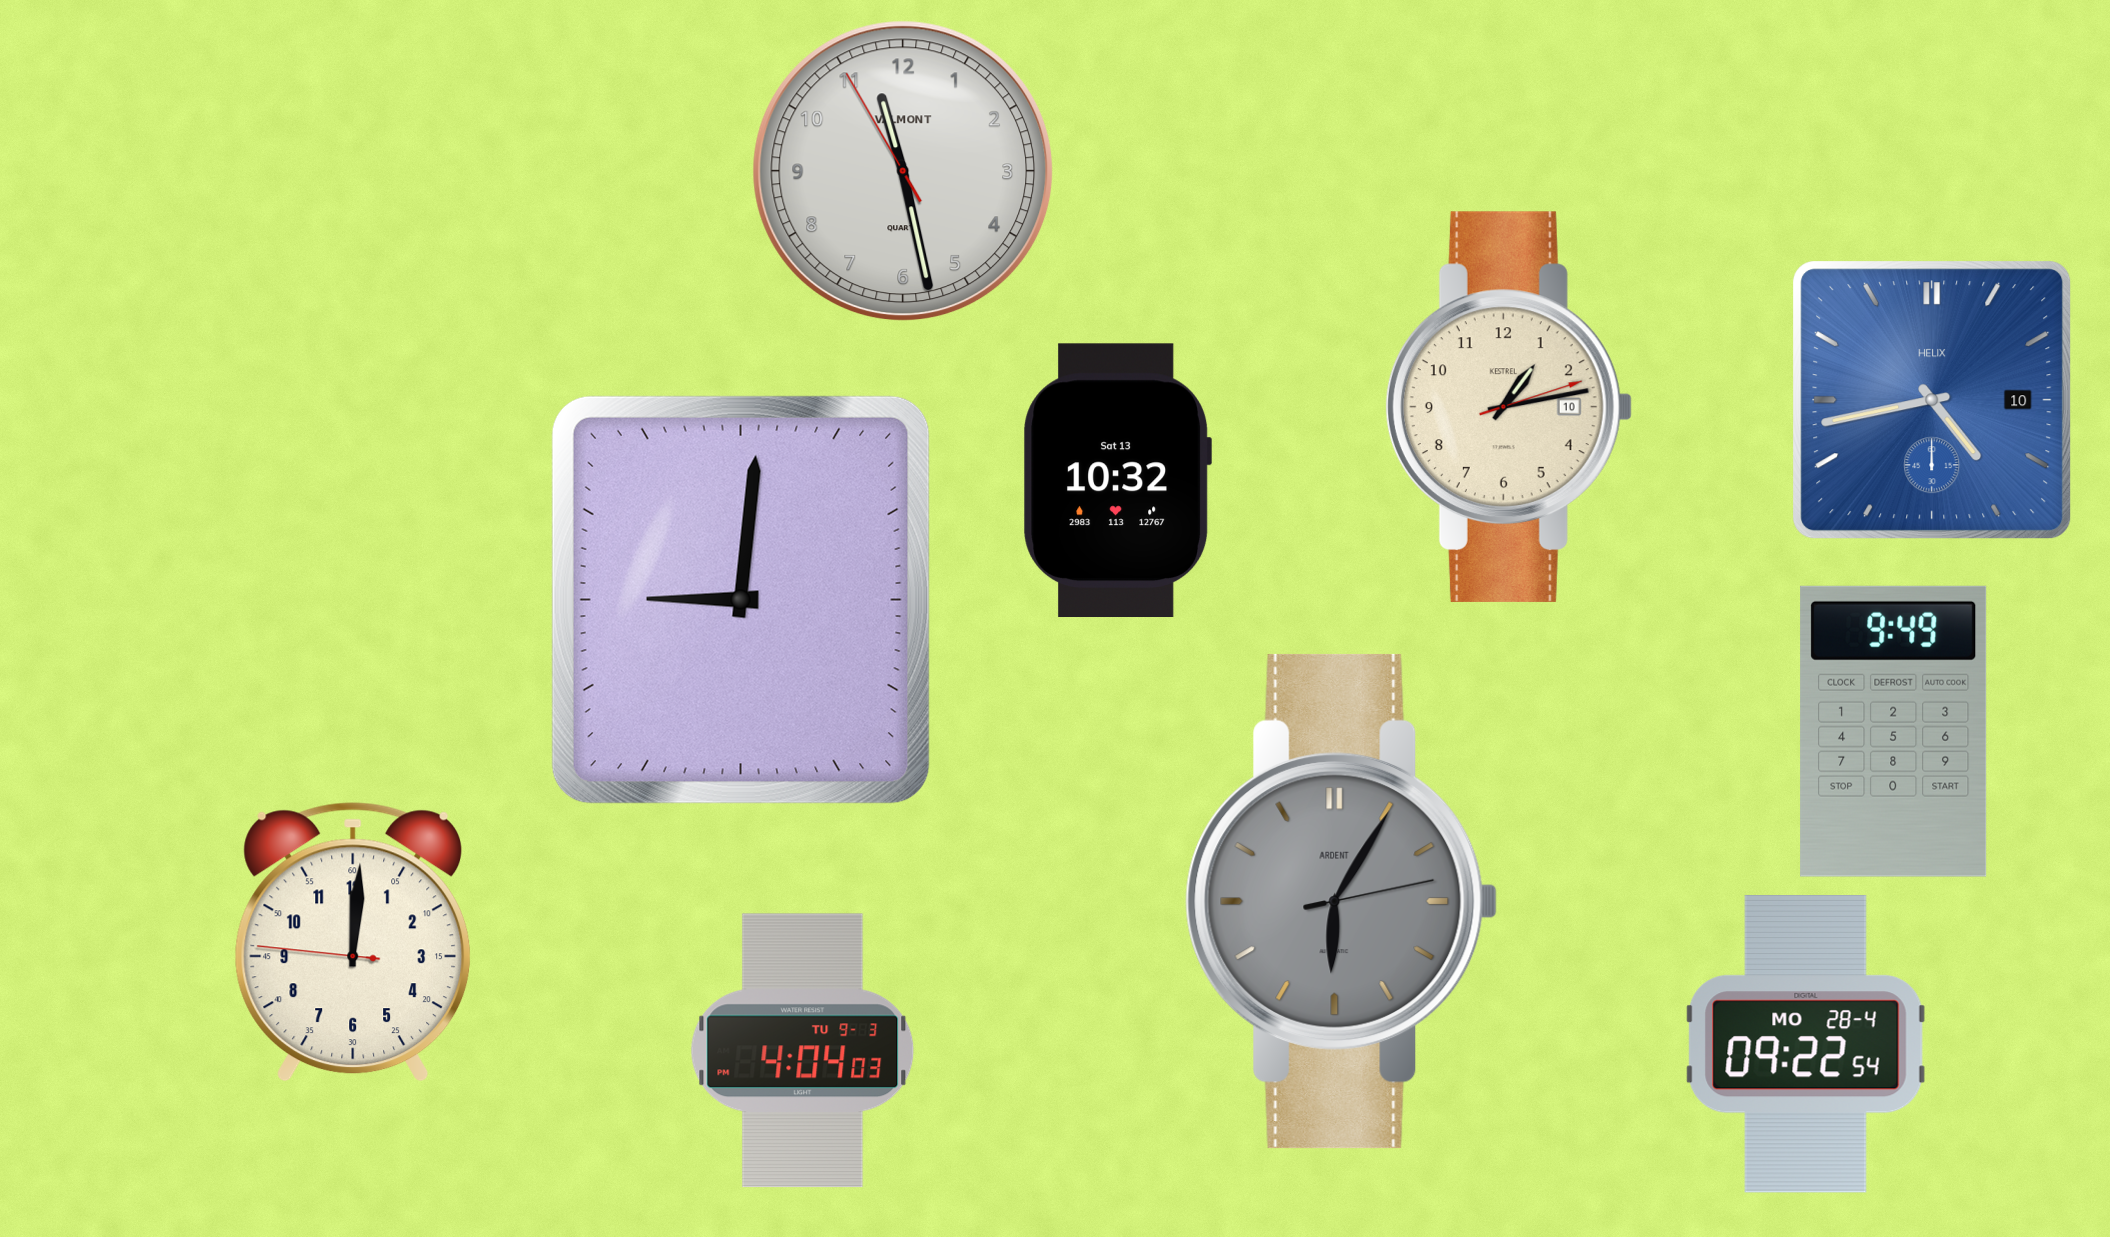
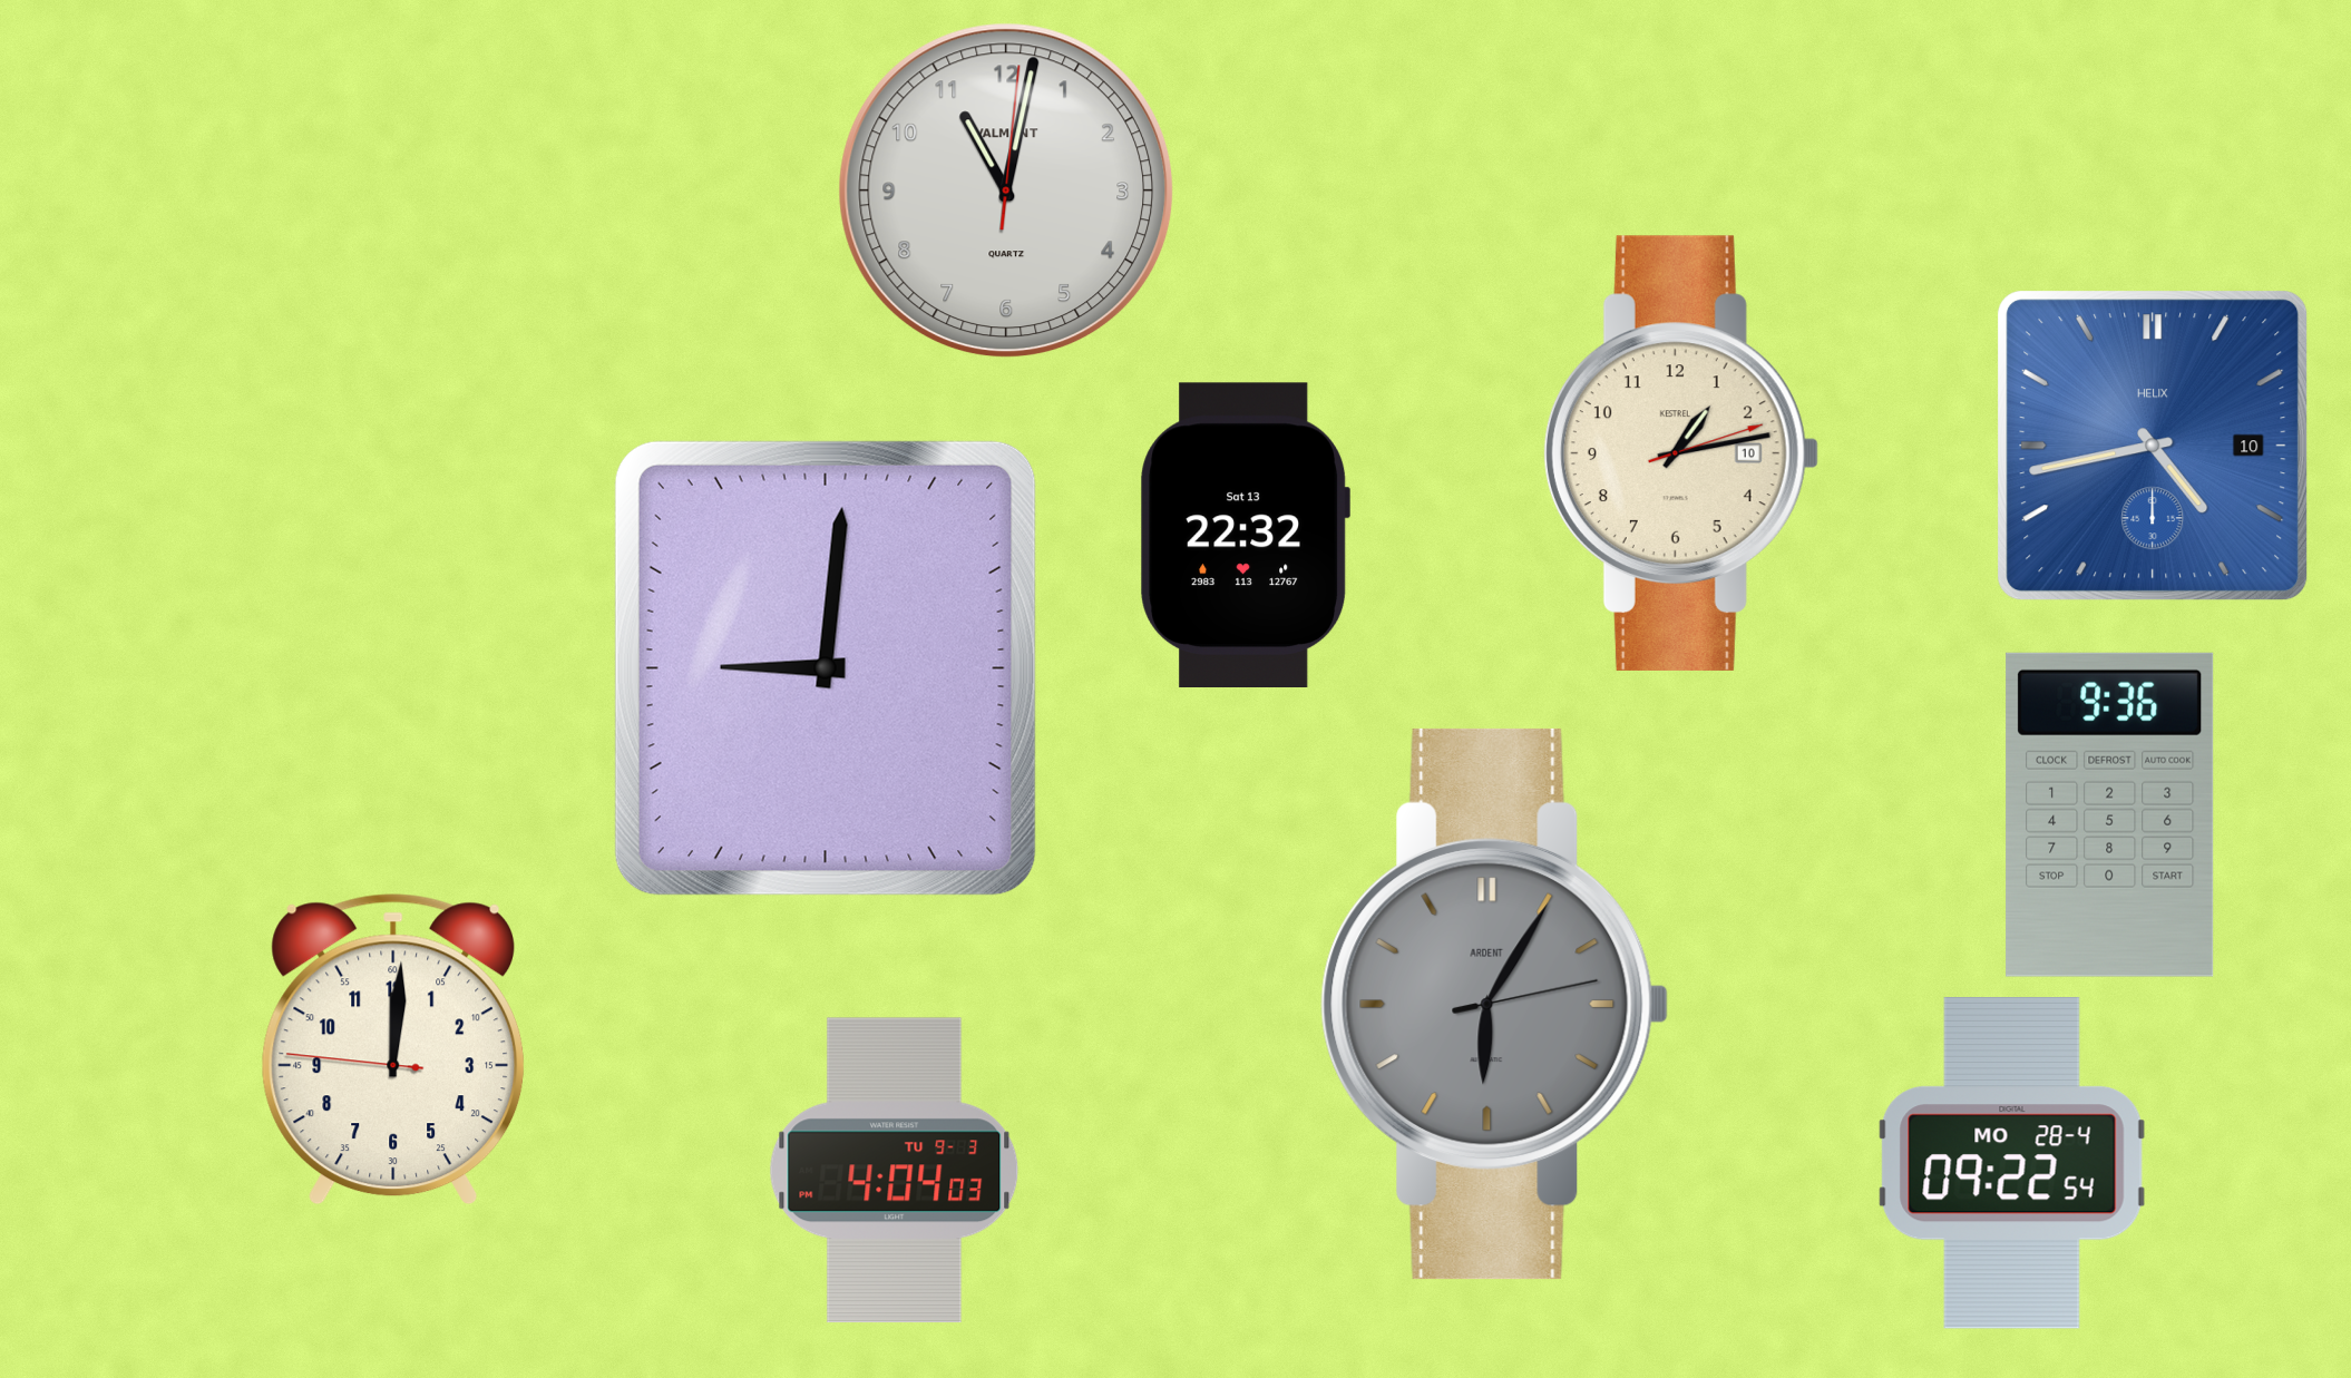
clock at (903, 171): 11:27 -> 11:02
clock at (1117, 480): 10:32 -> 22:32
clock at (1894, 731): 9:49 -> 9:36
